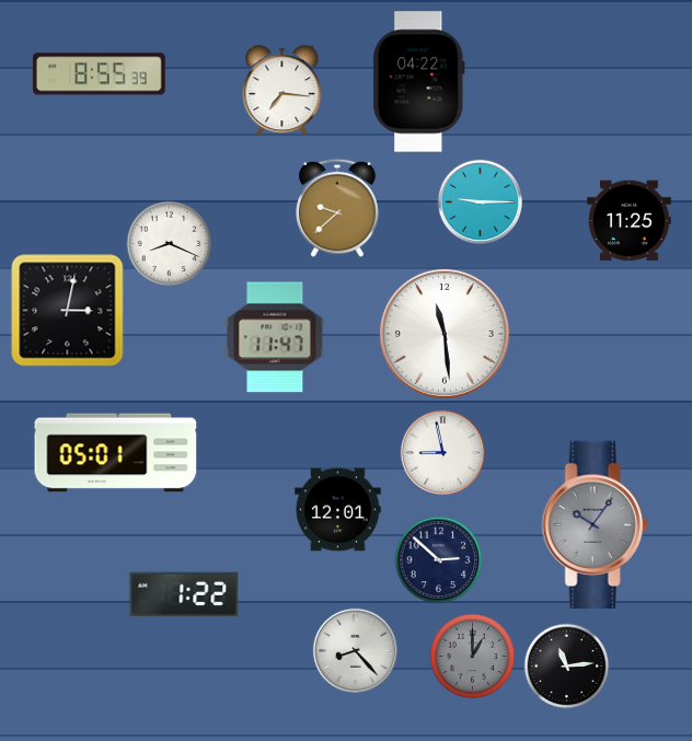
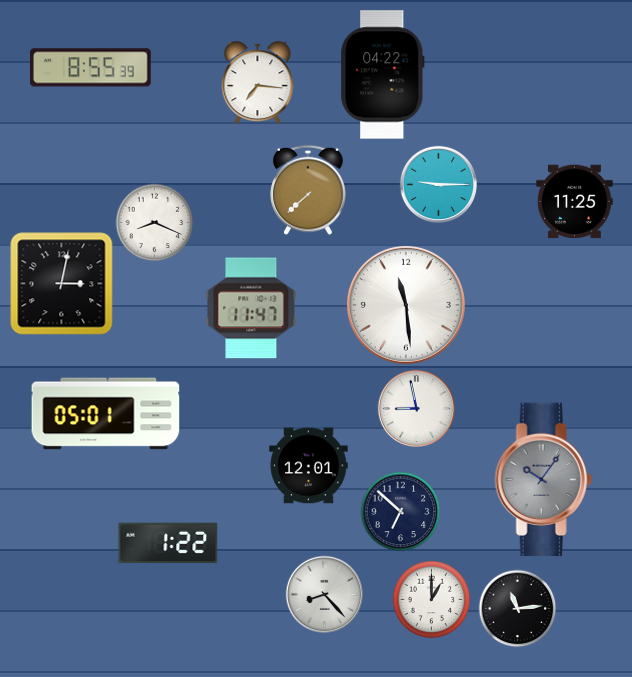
clock at (337, 208): 9:38 -> 7:38
clock at (442, 452) position: (442, 452) -> (416, 408)
clock at (438, 559): 2:52 -> 6:52
clock at (472, 656) dial: grey -> white
